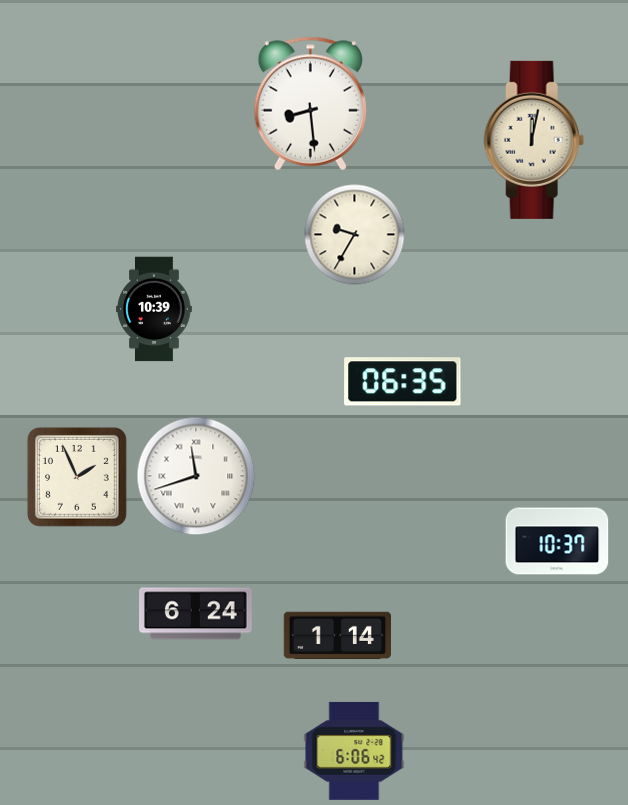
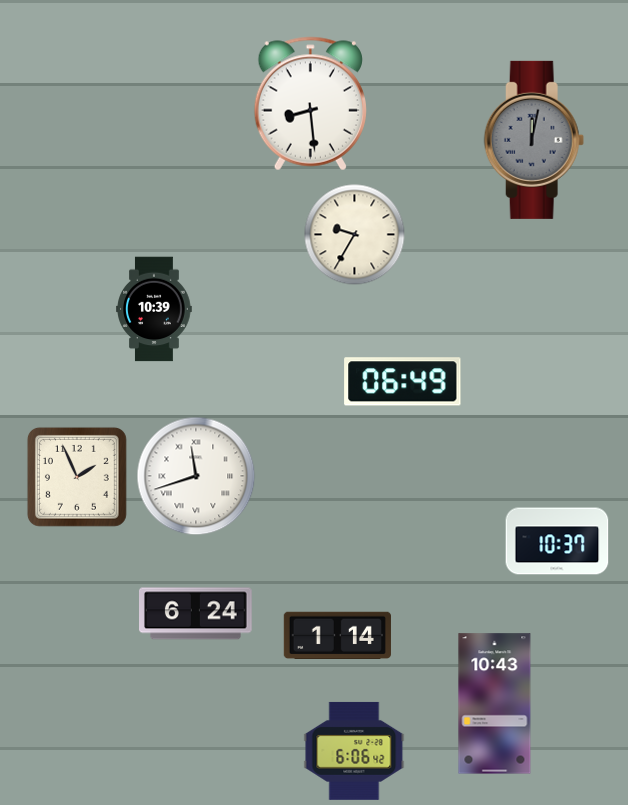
clock at (534, 140) dial: cream -> grey
clock at (403, 382): 06:35 -> 06:49
clock at (495, 704): none -> 10:43
